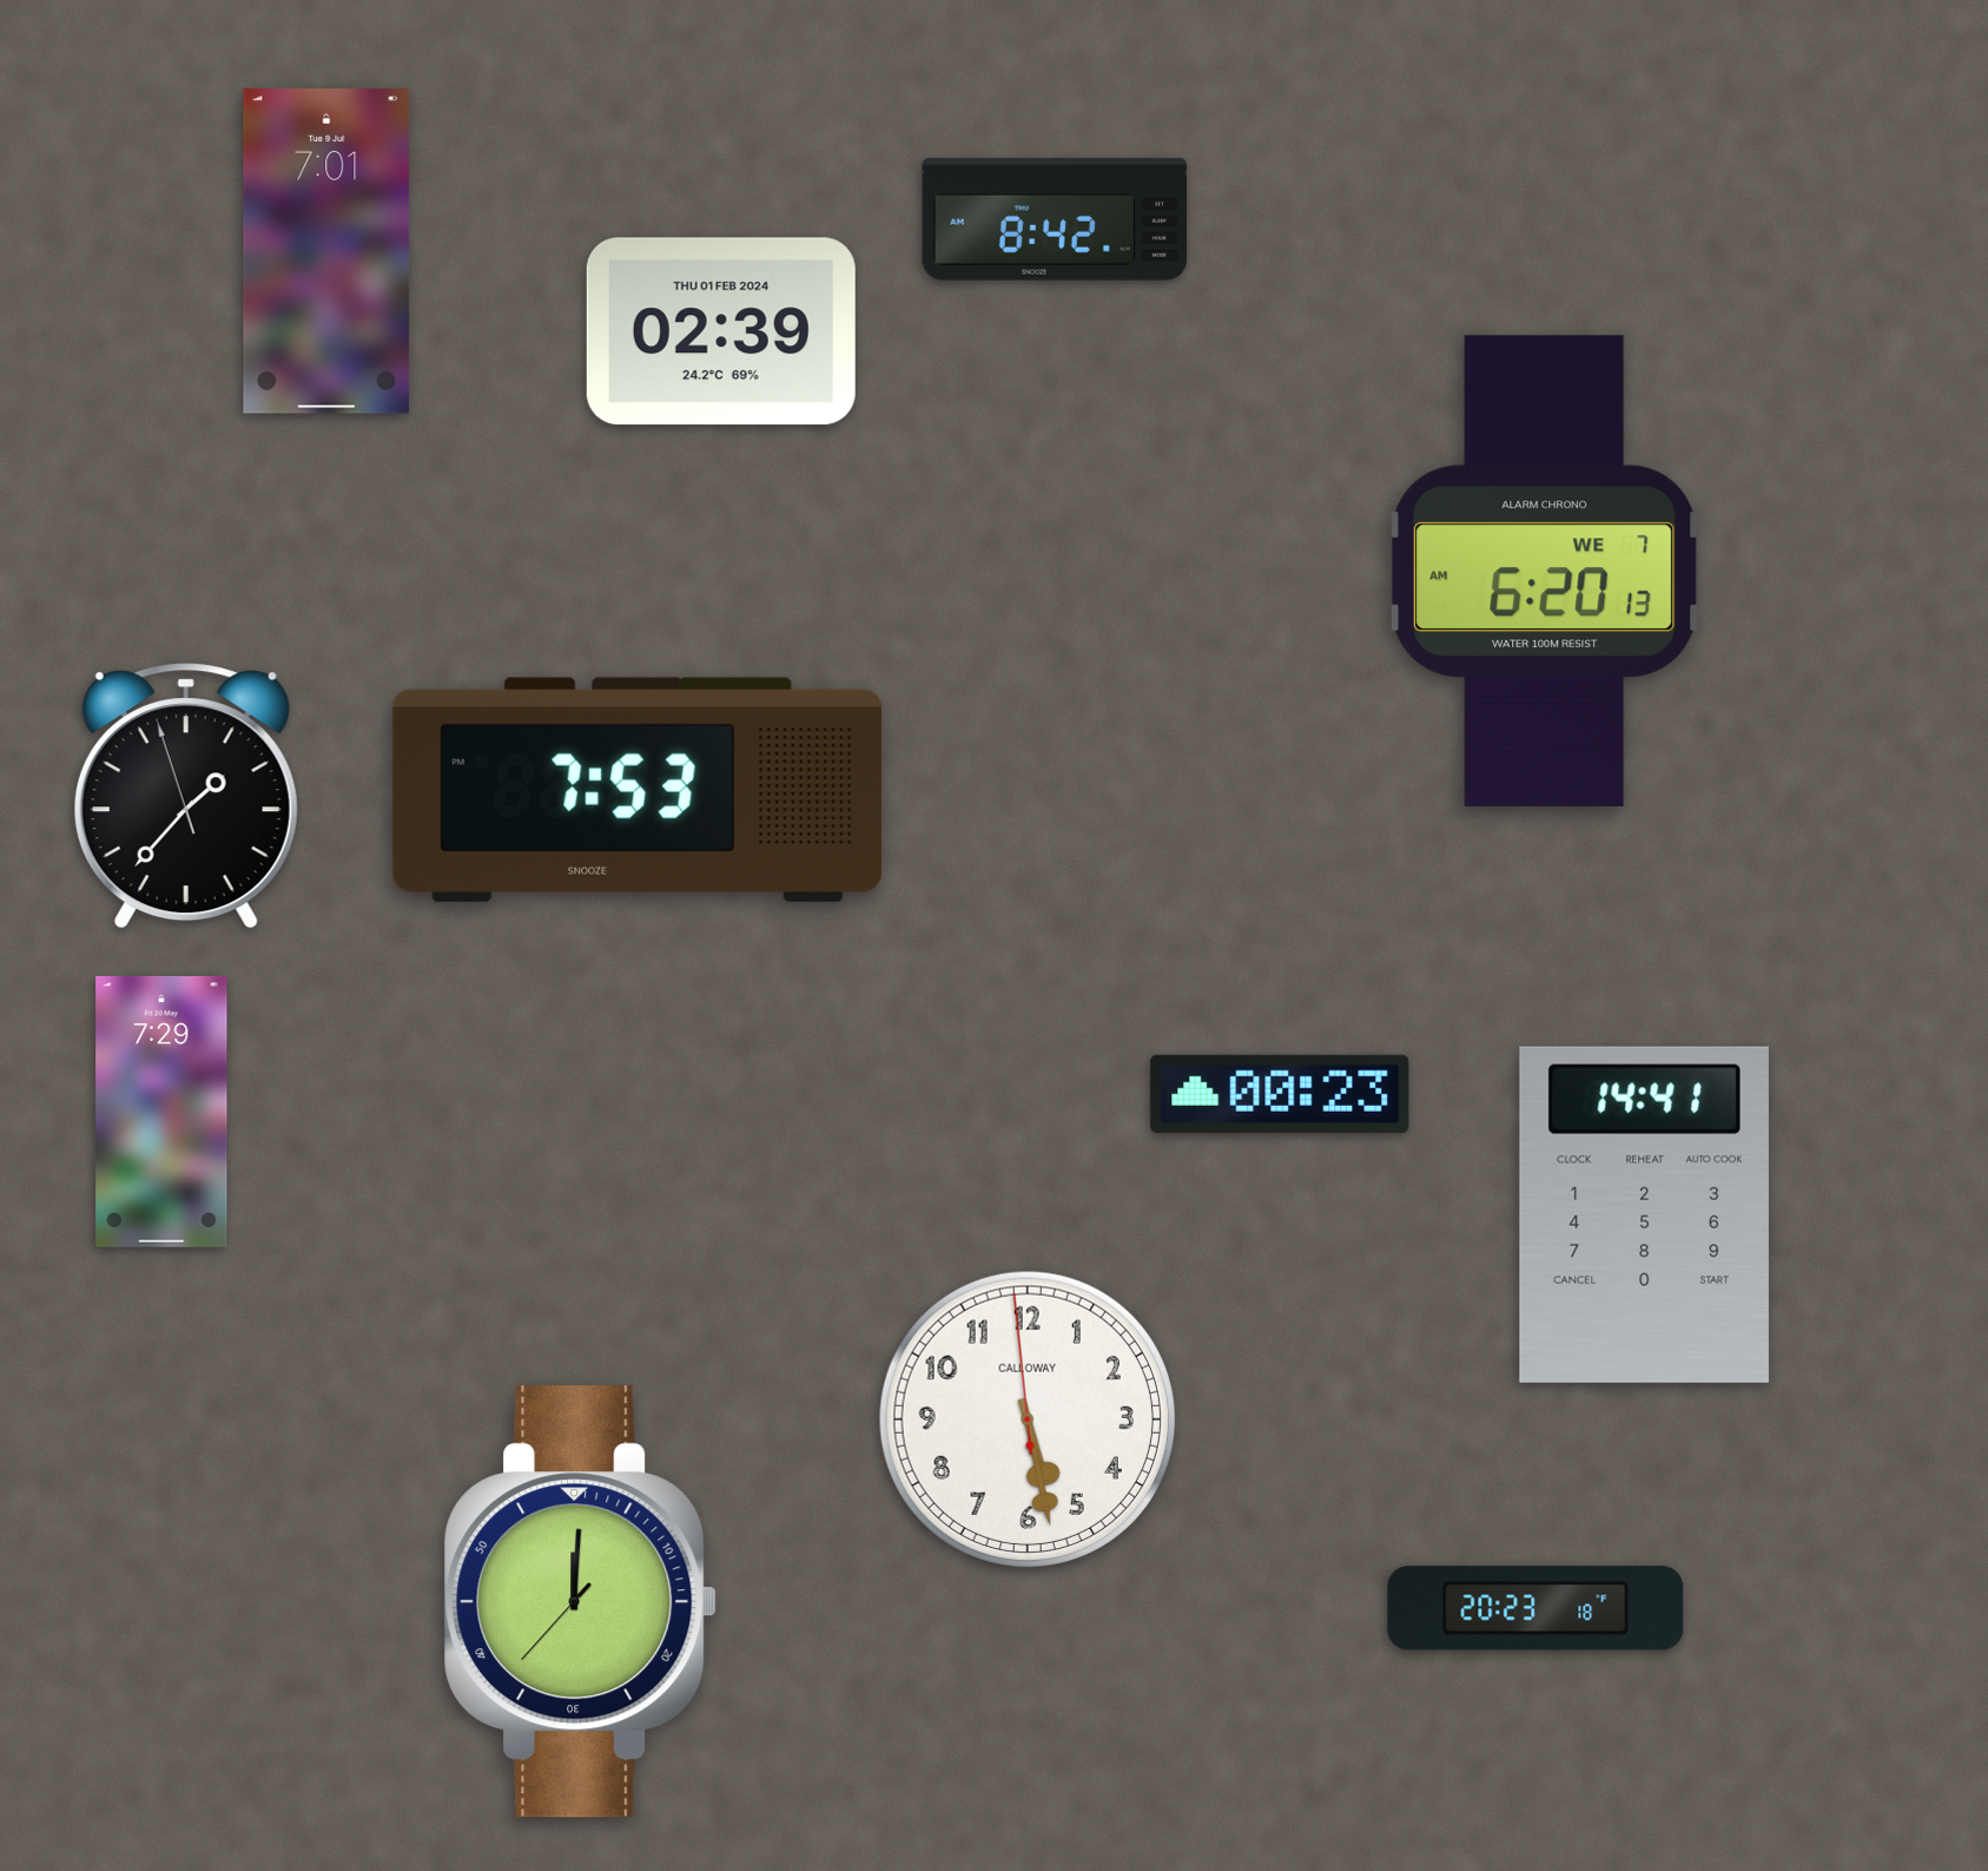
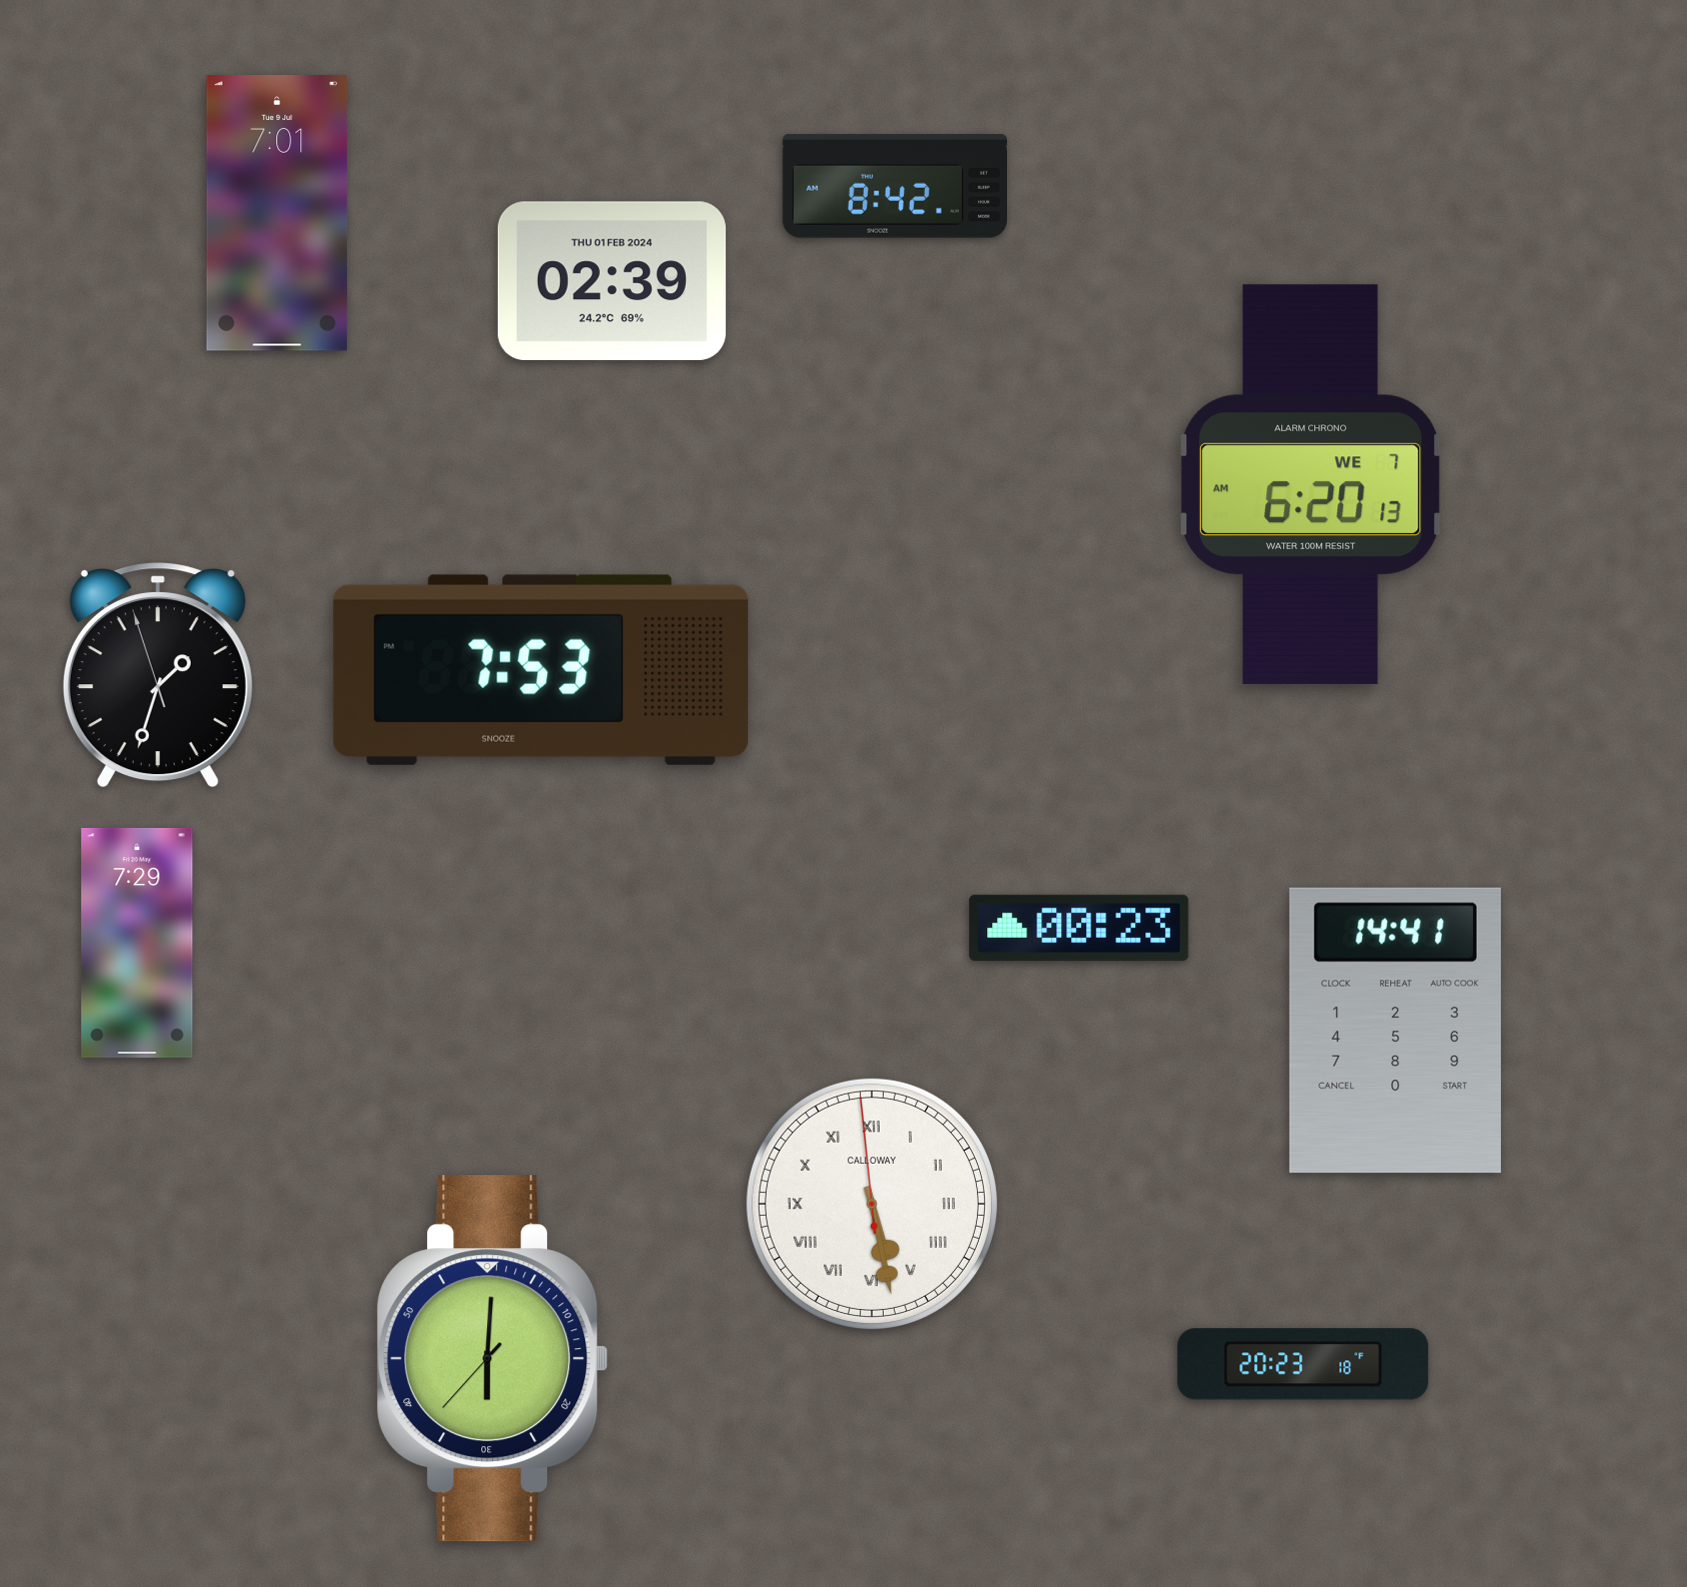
clock at (186, 796): 1:36 -> 1:32
clock at (1280, 1094) position: (1280, 1094) -> (1079, 928)
clock at (1028, 1419) numerals: Arabic -> Roman
clock at (581, 1602): 12:00 -> 6:00
